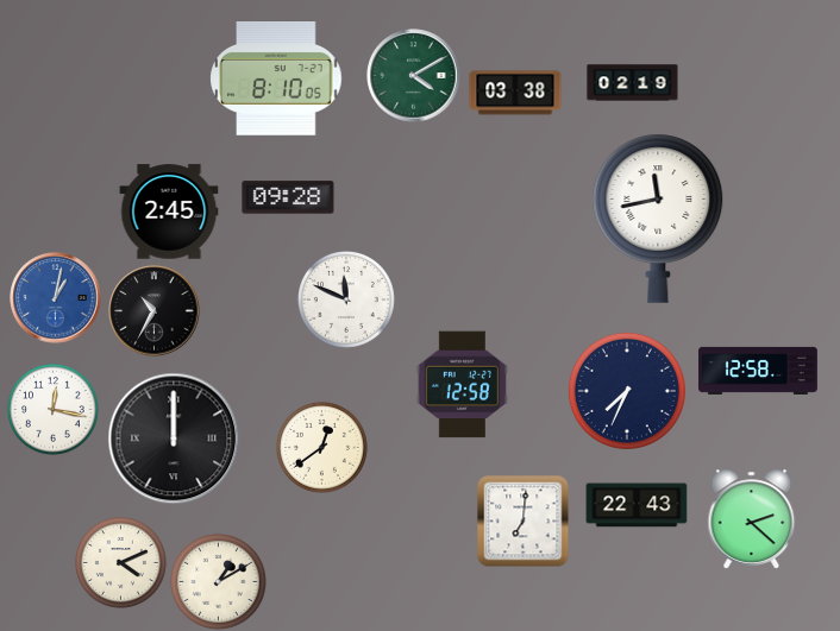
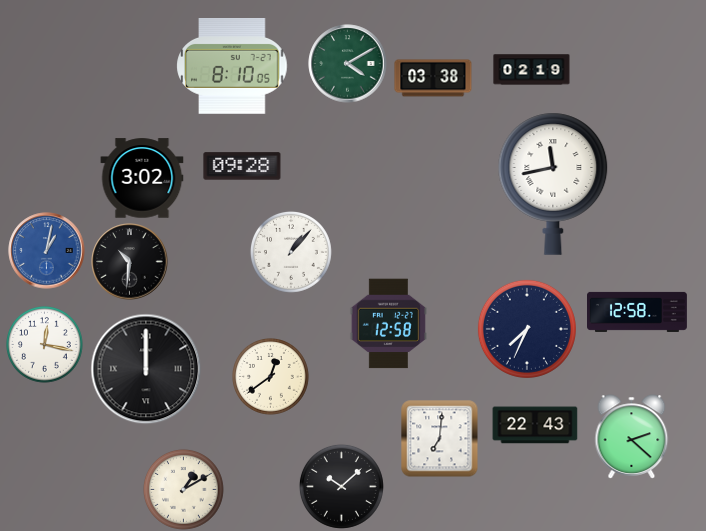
clock at (169, 212): 2:45 -> 3:02
clock at (346, 299): 11:49 -> 1:07
clock at (155, 311): 10:35 -> 10:31
clock at (121, 563): 4:11 -> none
clock at (341, 486): none -> 10:08
